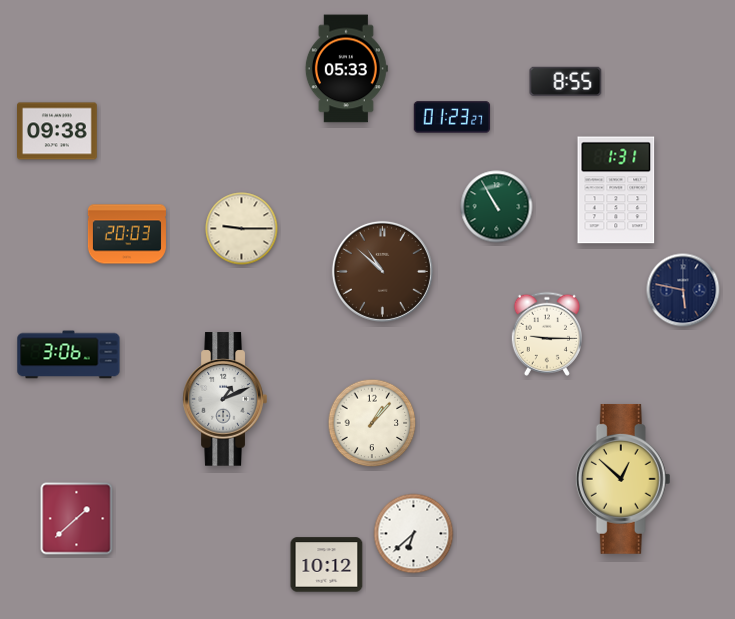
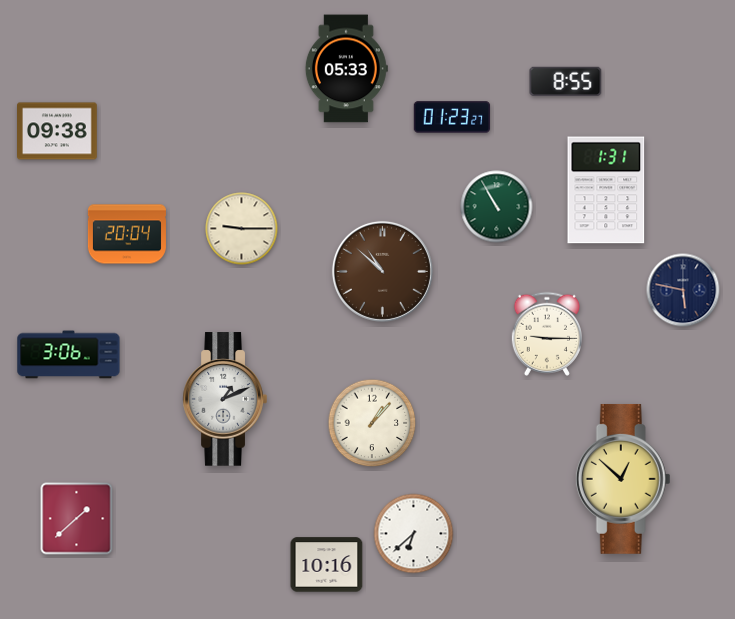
clock at (616, 190) position: (616, 190) -> (606, 190)
clock at (127, 234): 20:03 -> 20:04
clock at (327, 565): 10:12 -> 10:16
